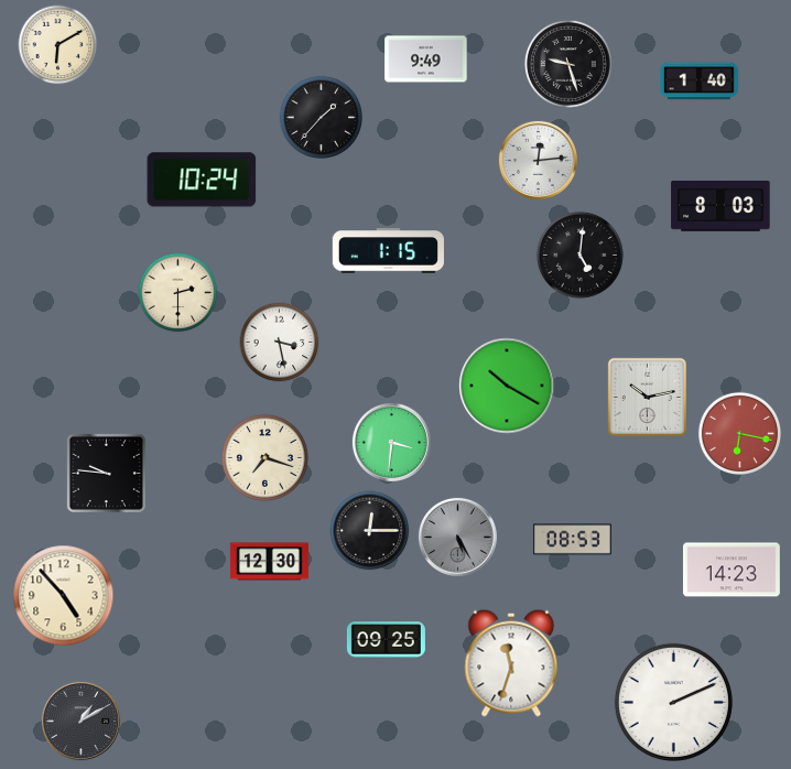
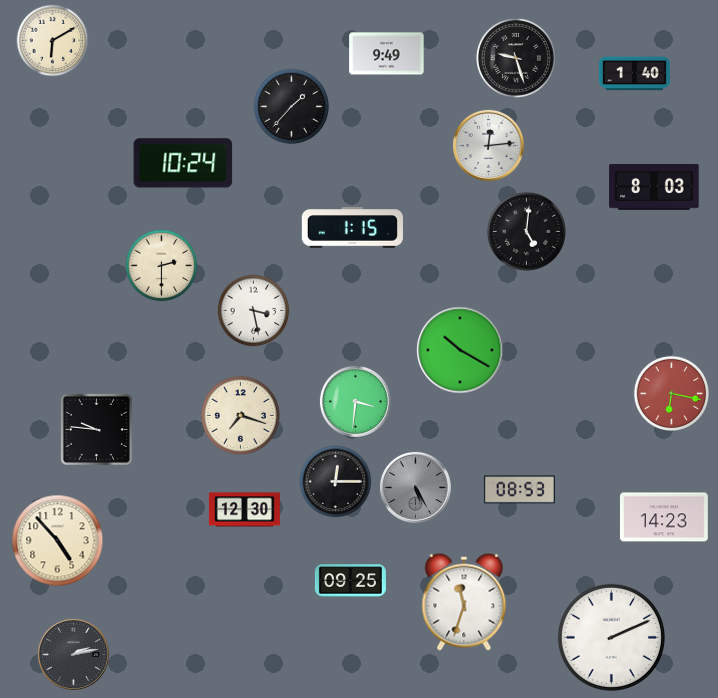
clock at (647, 397): 10:13 -> none
clock at (80, 721): 1:10 -> 2:13
